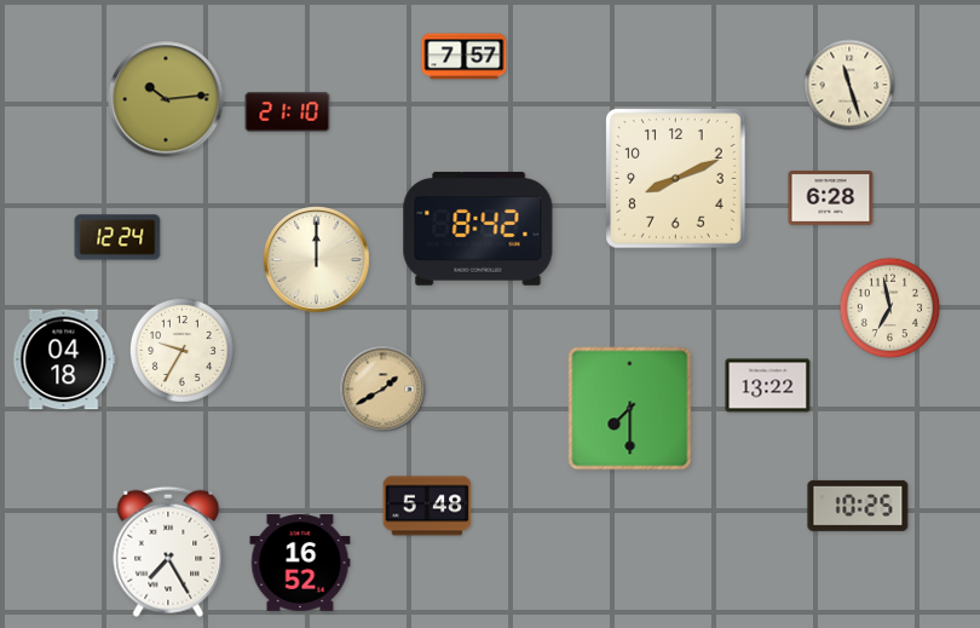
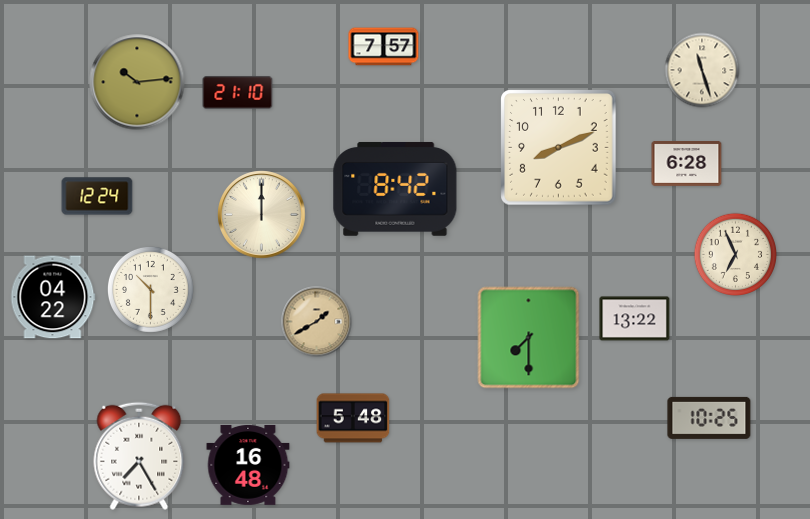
clock at (889, 307): 6:58 -> 6:56
clock at (181, 350): 9:35 -> 10:30
clock at (64, 359): 04:18 -> 04:22
clock at (630, 409) position: (630, 409) -> (529, 338)
clock at (300, 563): 16:52 -> 16:48
